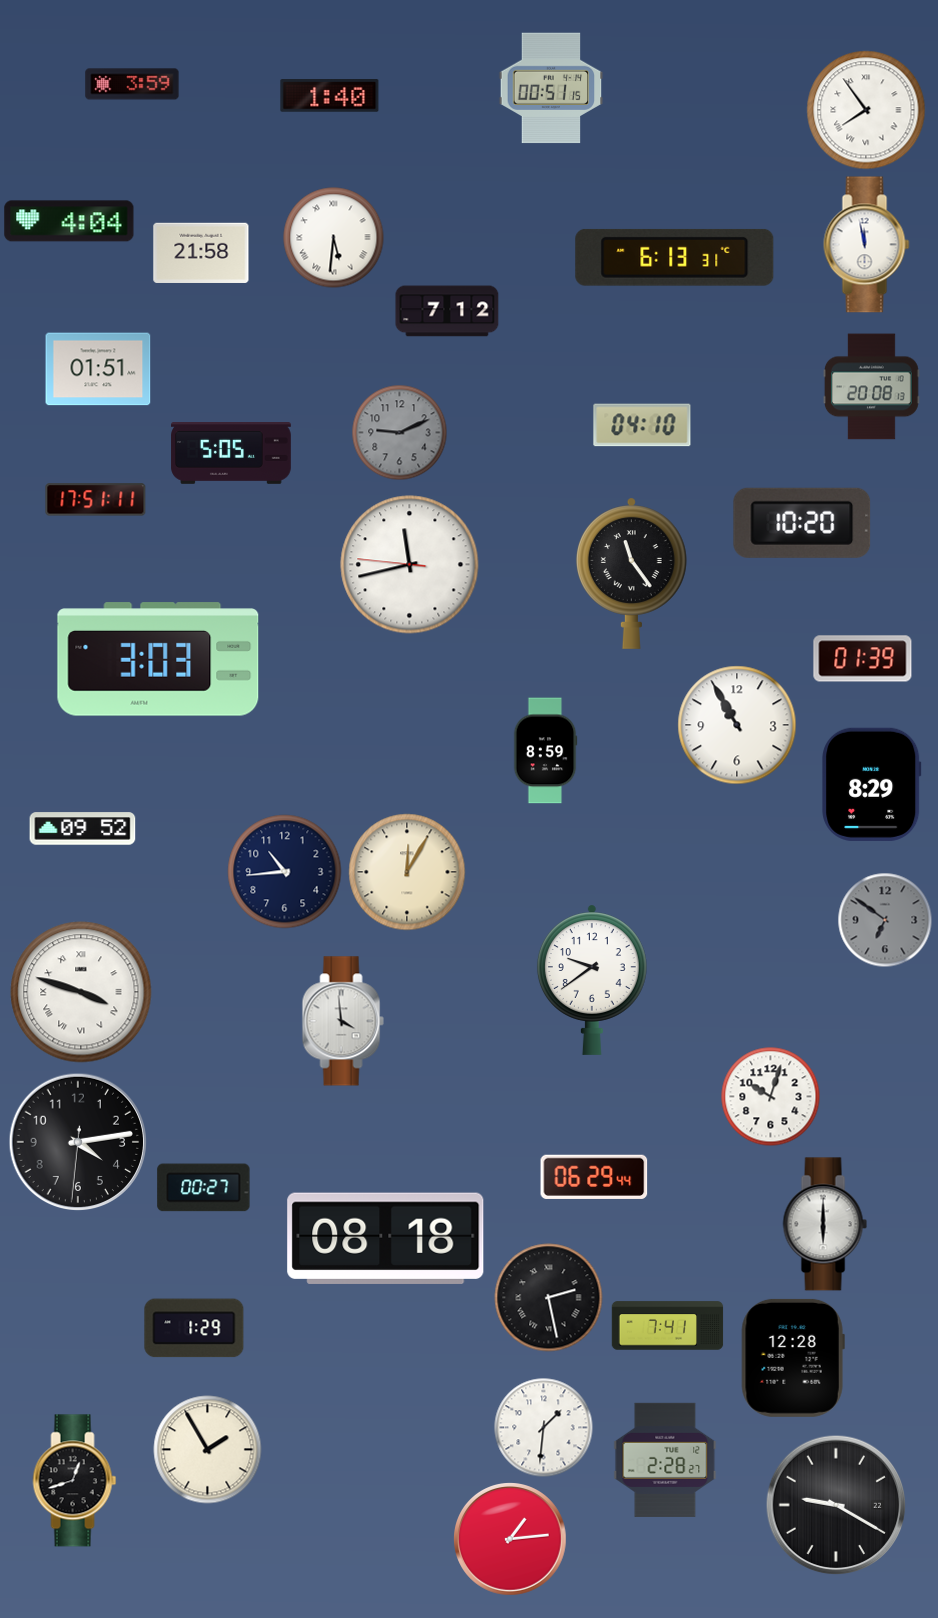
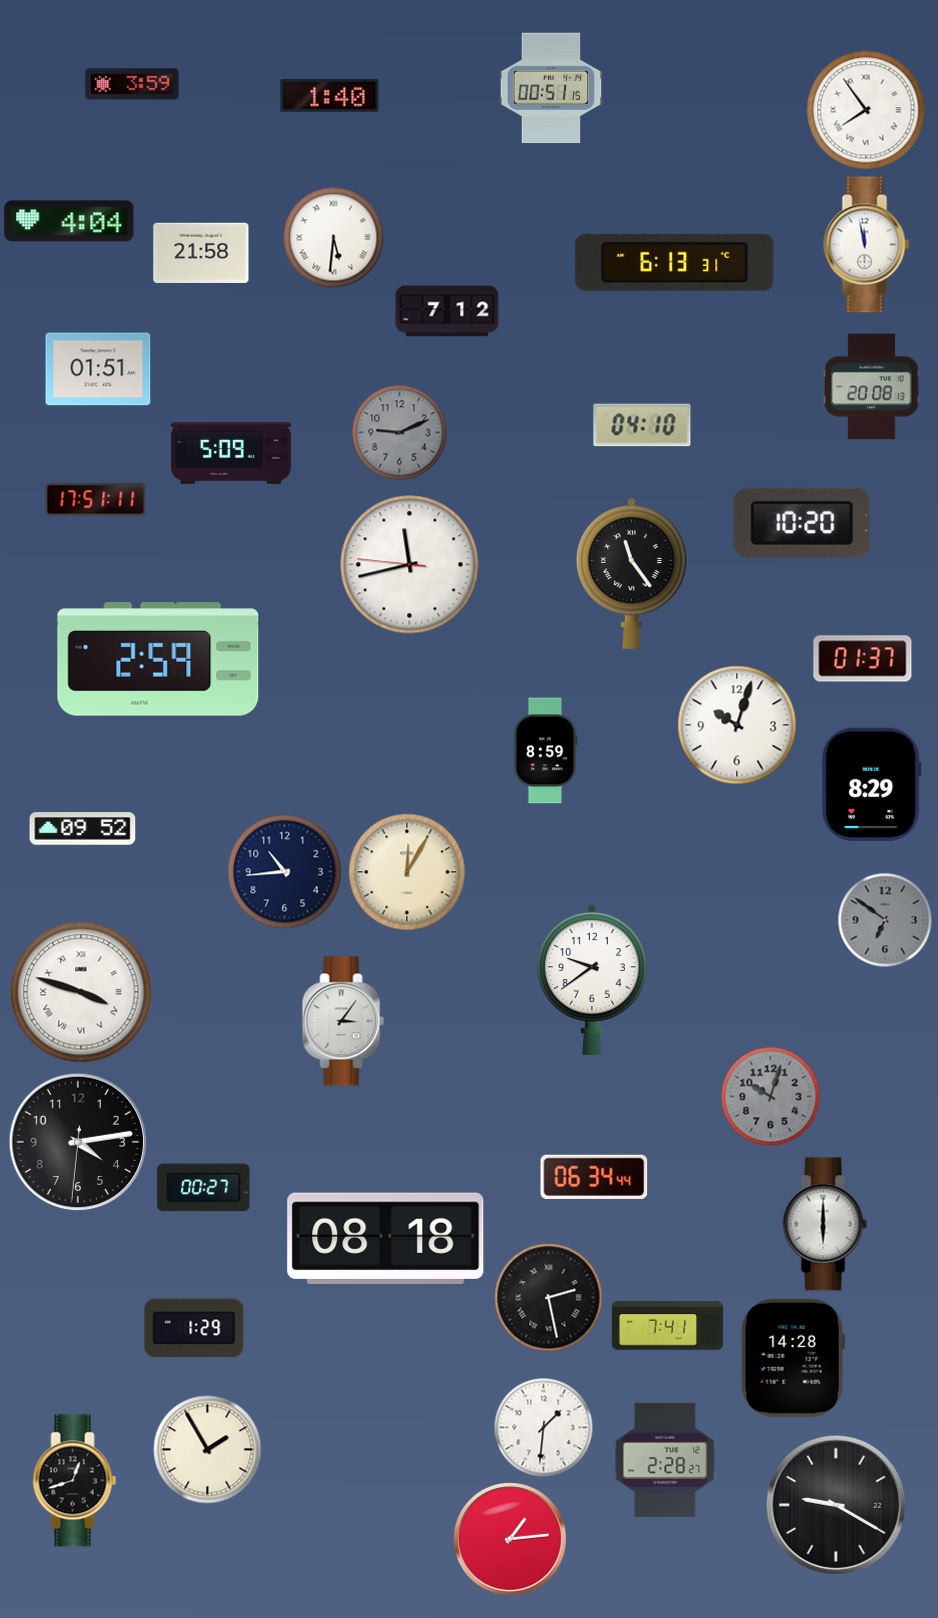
clock at (675, 257) position: (675, 257) -> (675, 262)
clock at (231, 454): 5:05 -> 5:09
clock at (158, 659): 3:03 -> 2:59
clock at (863, 659): 01:39 -> 01:37
clock at (737, 725): 10:55 -> 10:03
clock at (343, 1021): 3:59 -> 3:06
clock at (771, 1097) dial: white -> grey
clock at (594, 1177): 06:29 -> 06:34
clock at (793, 1358): 12:28 -> 14:28
